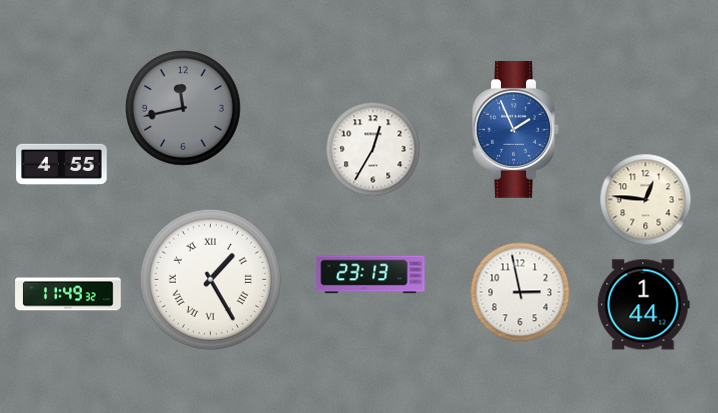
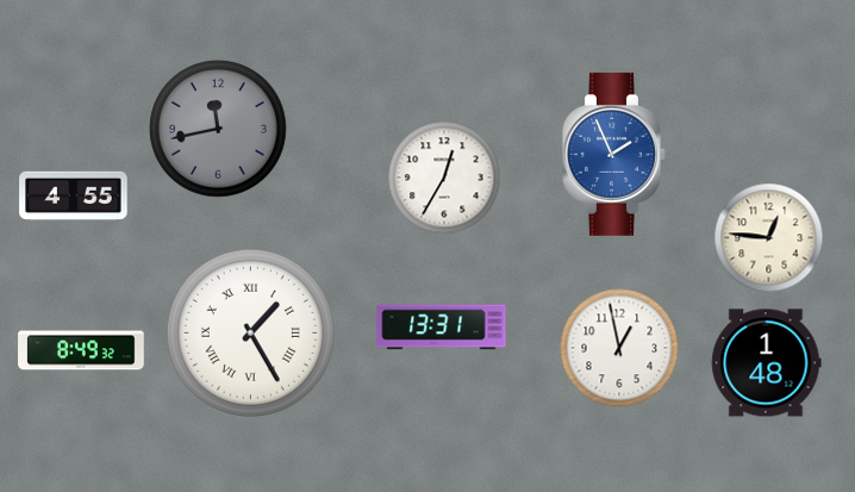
clock at (371, 275): 23:13 -> 13:31
clock at (520, 292): 2:58 -> 12:58
clock at (68, 294): 11:49 -> 8:49
clock at (644, 305): 1:44 -> 1:48
